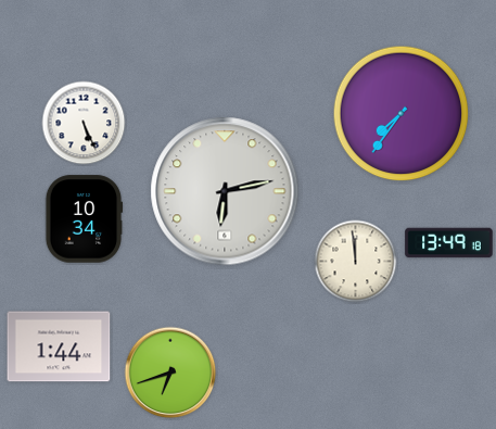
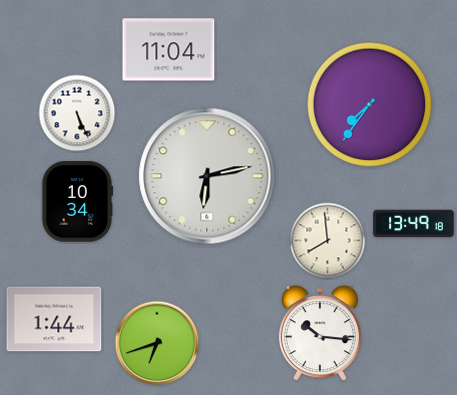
clock at (169, 50): none -> 11:04
clock at (356, 262): 11:59 -> 7:59
clock at (320, 334): none -> 10:16
